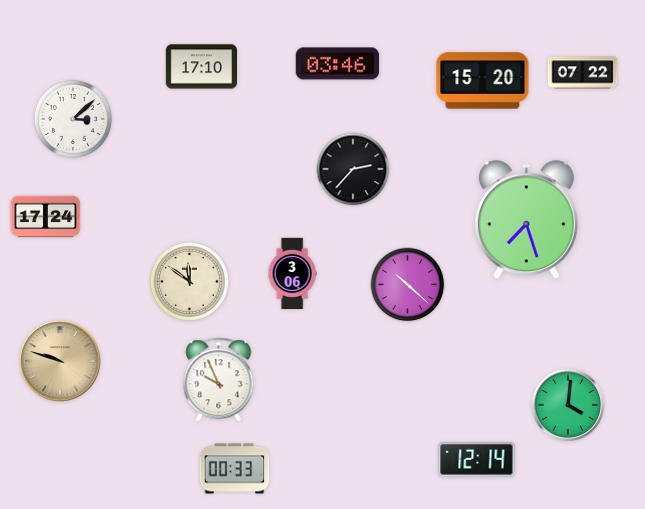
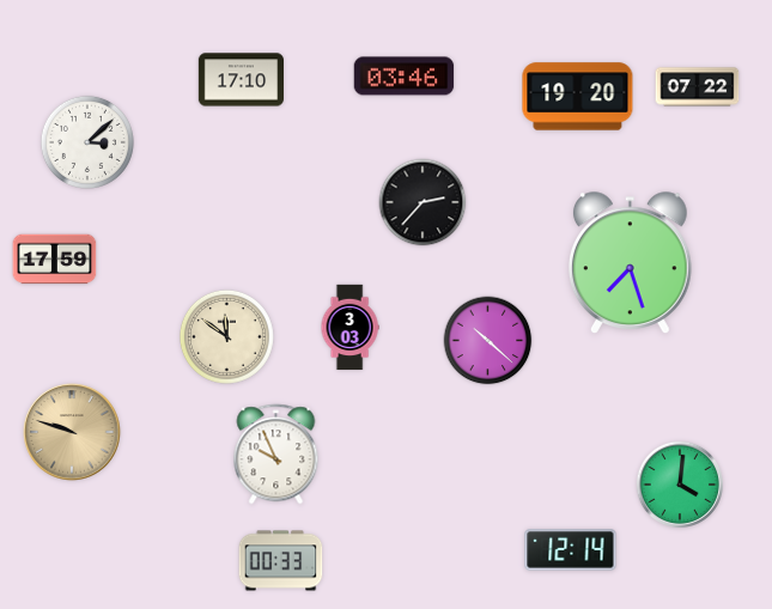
clock at (483, 81): 15:20 -> 19:20
clock at (46, 217): 17:24 -> 17:59
clock at (292, 274): 3:06 -> 3:03
clock at (219, 380) position: (219, 380) -> (276, 455)
